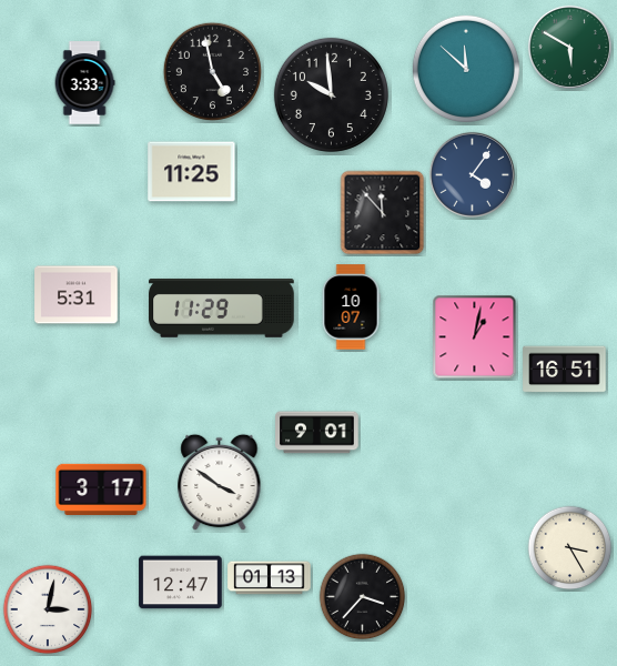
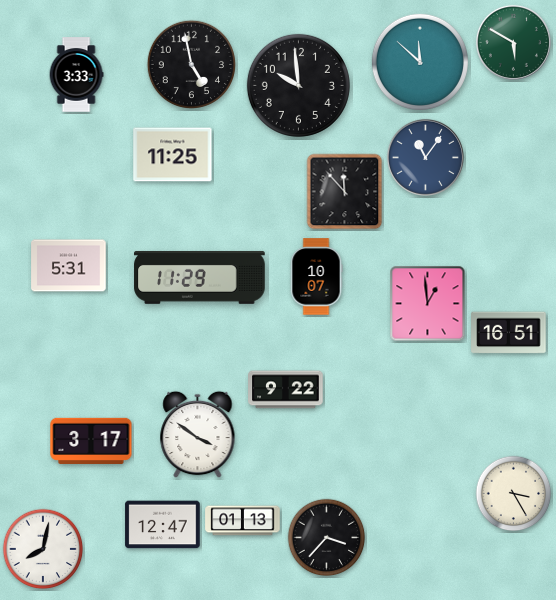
clock at (472, 174): 4:06 -> 11:06
clock at (475, 337): 1:02 -> 12:59
clock at (317, 433): 9:01 -> 9:22
clock at (48, 609): 3:02 -> 8:02
